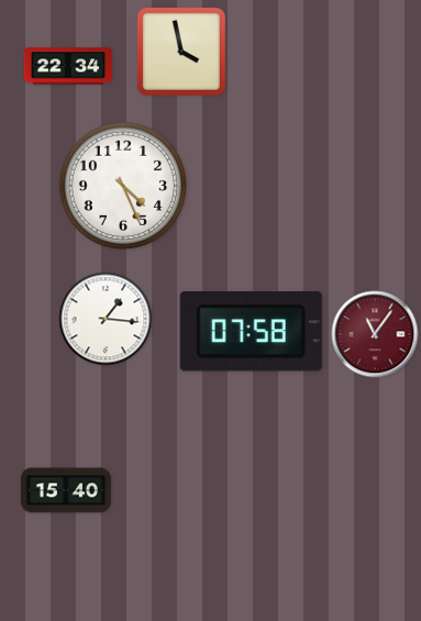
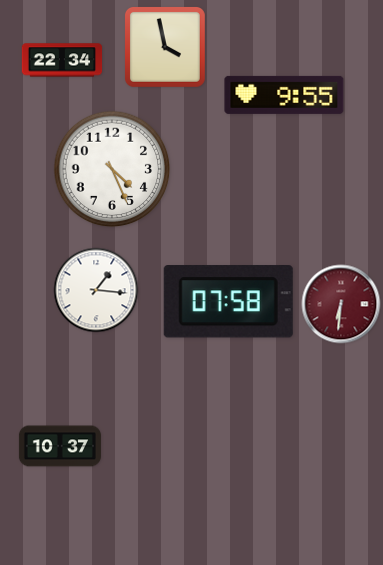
clock at (284, 95): none -> 9:55
clock at (375, 334): 11:06 -> 6:31
clock at (66, 490): 15:40 -> 10:37
